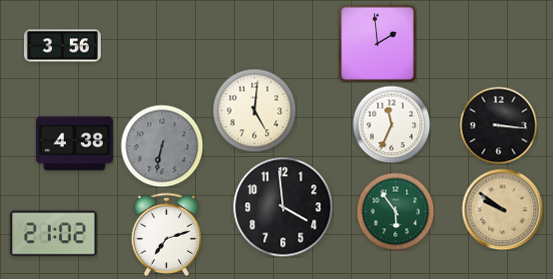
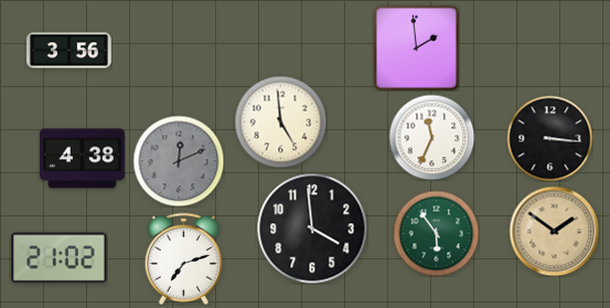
clock at (254, 110): 5:01 -> 4:59
clock at (162, 146): 6:32 -> 12:11
clock at (502, 209): 9:51 -> 1:51
